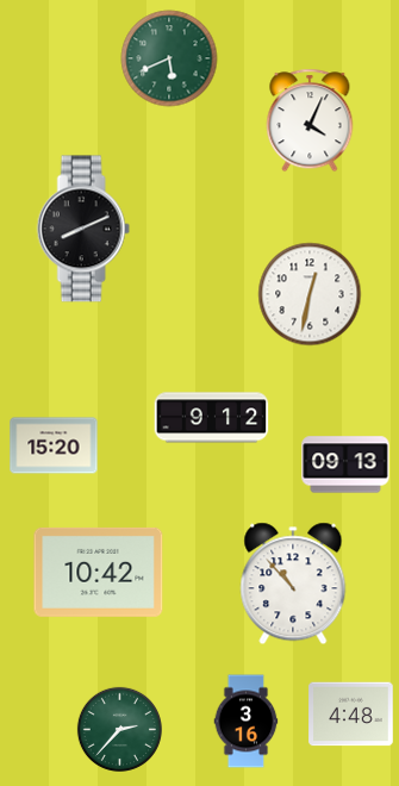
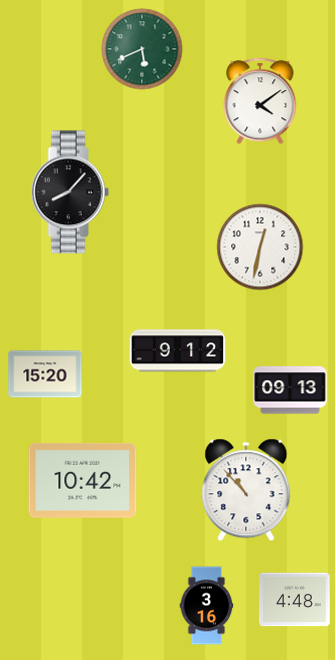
clock at (310, 120): 4:04 -> 4:09
clock at (83, 229): 8:11 -> 8:07
clock at (119, 729): 2:37 -> none
